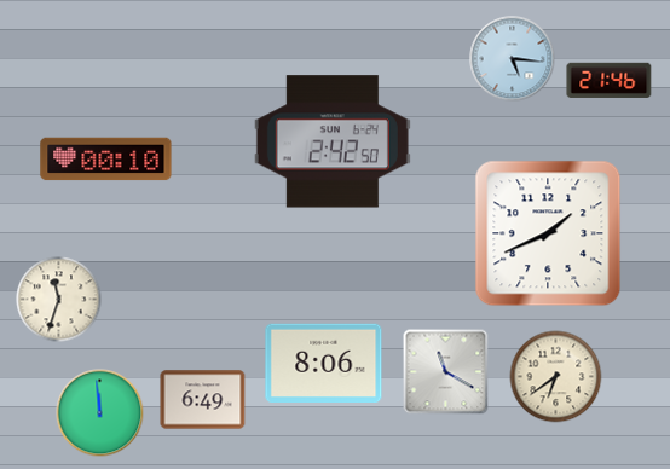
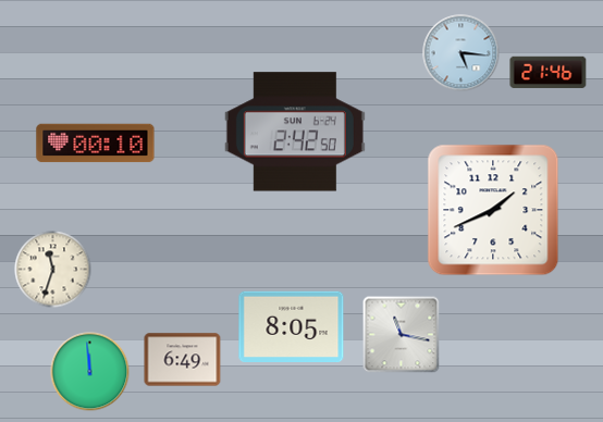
clock at (333, 141) position: (333, 141) -> (295, 132)
clock at (324, 363): 8:06 -> 8:05
clock at (446, 372): 11:20 -> 11:17
clock at (556, 377): 6:39 -> none
